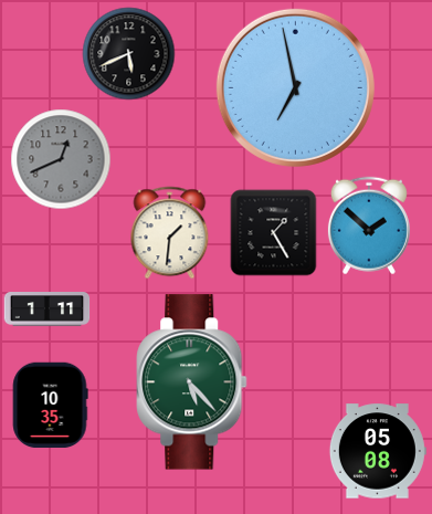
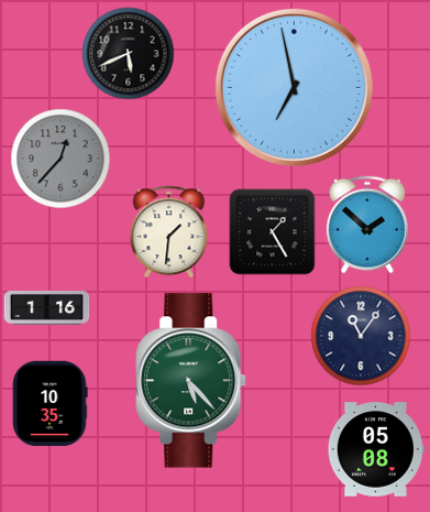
clock at (61, 159): 12:41 -> 12:37
clock at (46, 310): 1:11 -> 1:16
clock at (361, 336): none -> 11:06
